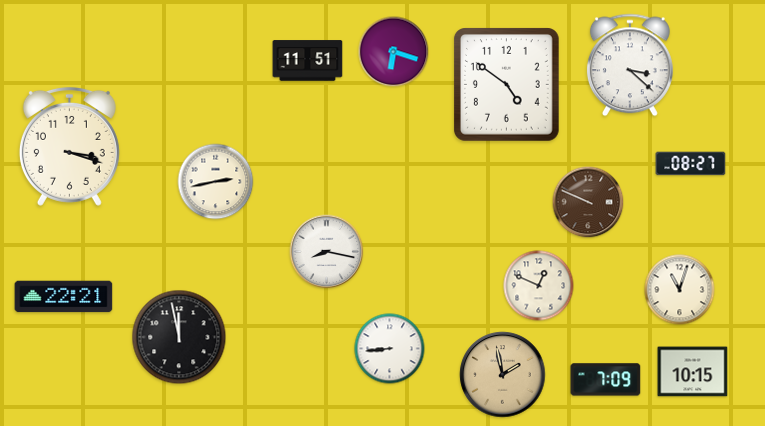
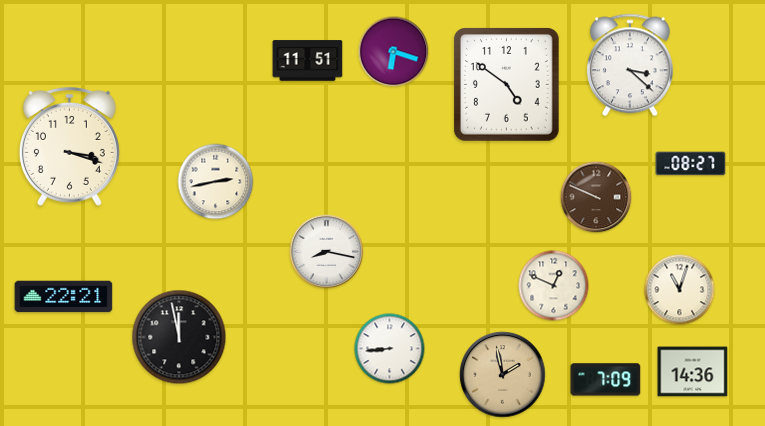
clock at (588, 202) position: (588, 202) -> (596, 197)
clock at (539, 286) position: (539, 286) -> (554, 286)
clock at (693, 372): 10:15 -> 14:36
